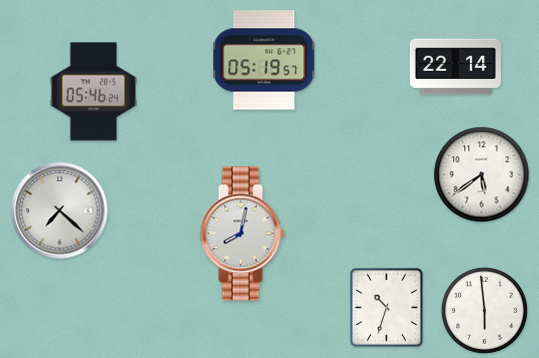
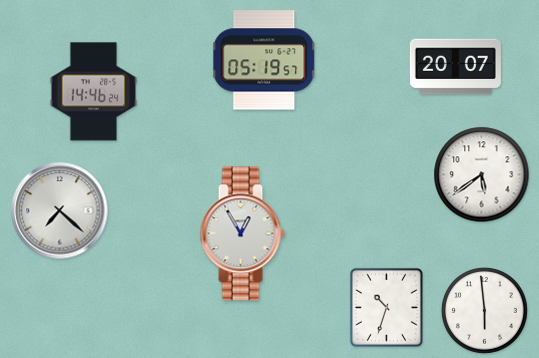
clock at (455, 67): 22:14 -> 20:07
clock at (94, 92): 05:46 -> 14:46
clock at (242, 234): 8:02 -> 12:55
